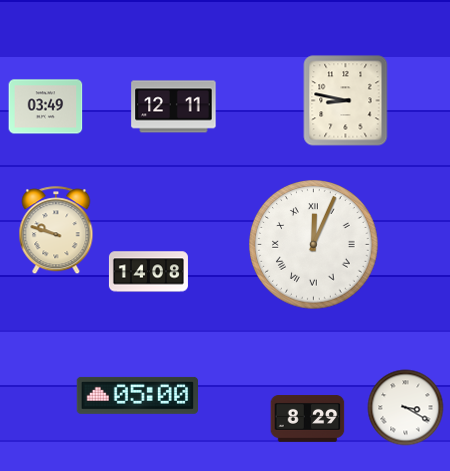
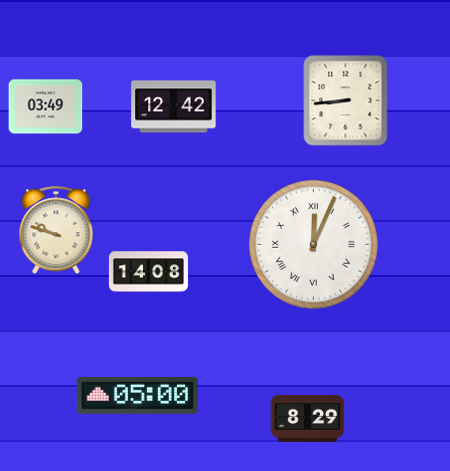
clock at (346, 101): 8:47 -> 8:44
clock at (174, 107): 12:11 -> 12:42
clock at (406, 408): 3:20 -> none
